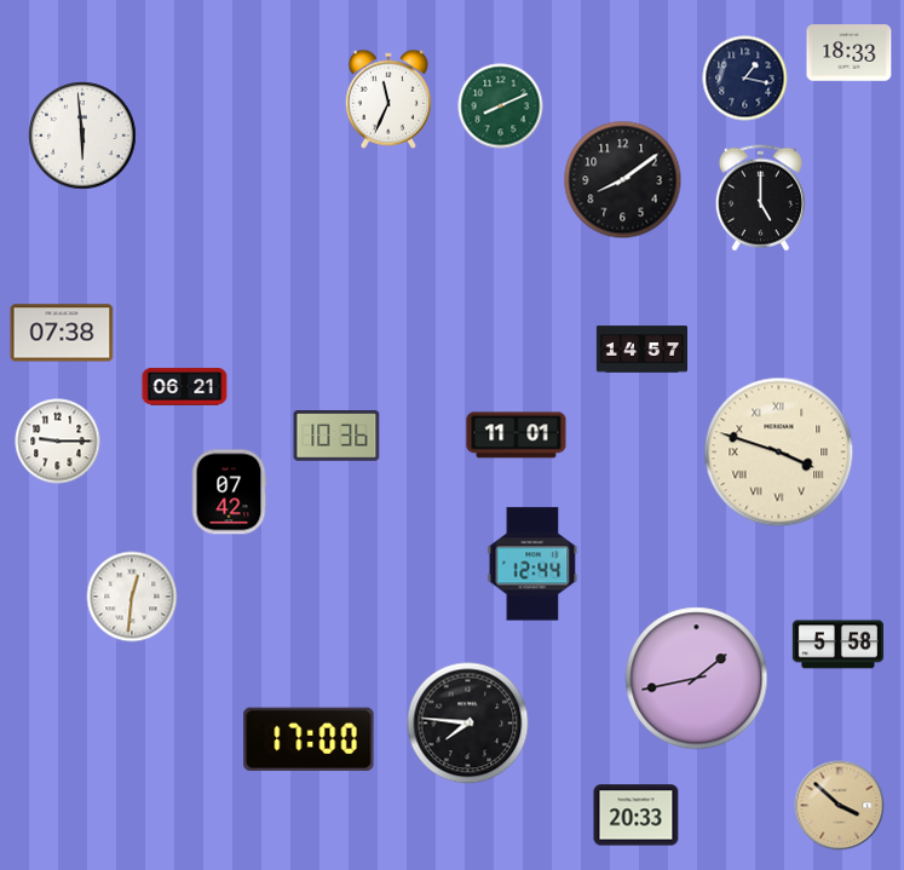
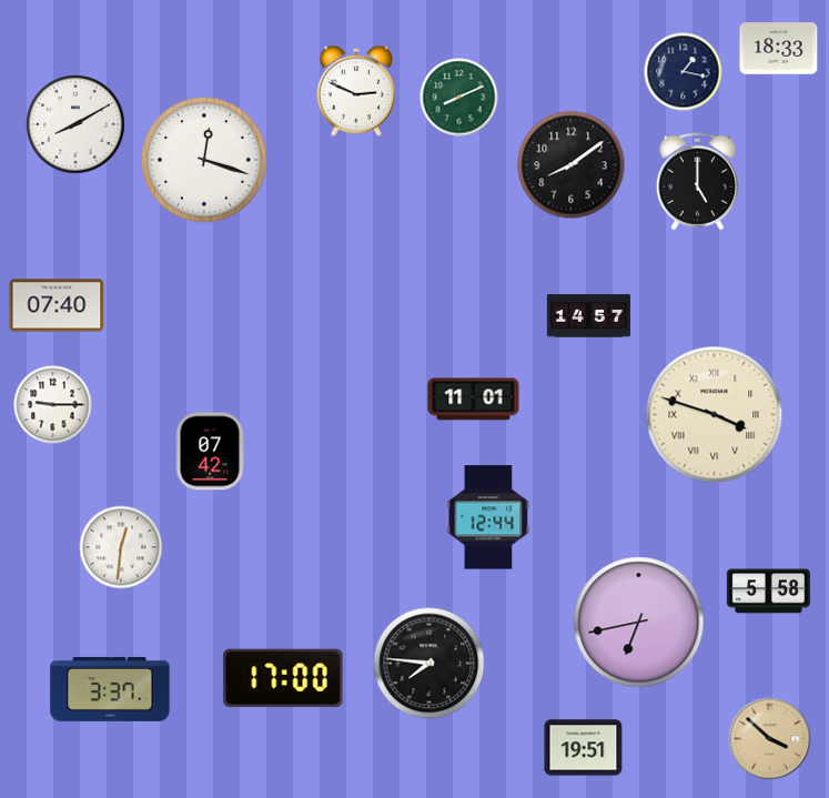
clock at (388, 99): 11:34 -> 2:49
clock at (82, 136): 5:59 -> 8:10
clock at (204, 160): none -> 12:18
clock at (62, 333): 07:38 -> 07:40
clock at (641, 350) position: (641, 350) -> (588, 316)
clock at (185, 387): 06:21 -> none
clock at (336, 437): 10:36 -> none
clock at (697, 679): 1:43 -> 6:43
clock at (110, 689): none -> 3:37
clock at (637, 816): 20:33 -> 19:51
